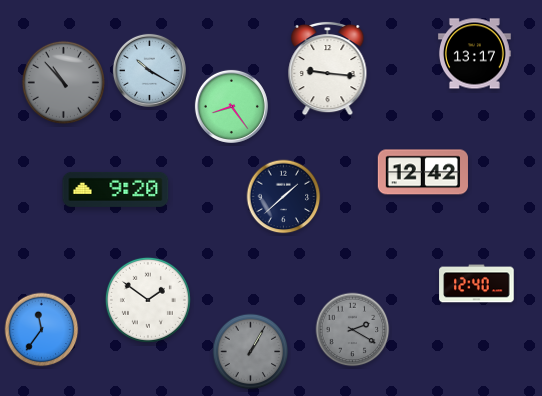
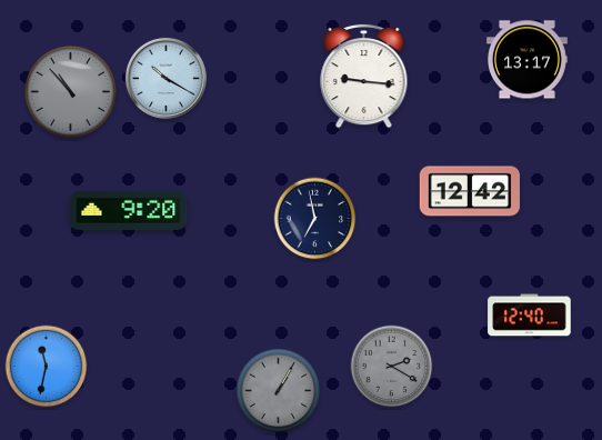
clock at (231, 106): 8:24 -> none
clock at (284, 197): 1:38 -> 6:58
clock at (148, 300): 1:51 -> none
clock at (42, 330): 11:36 -> 11:32
